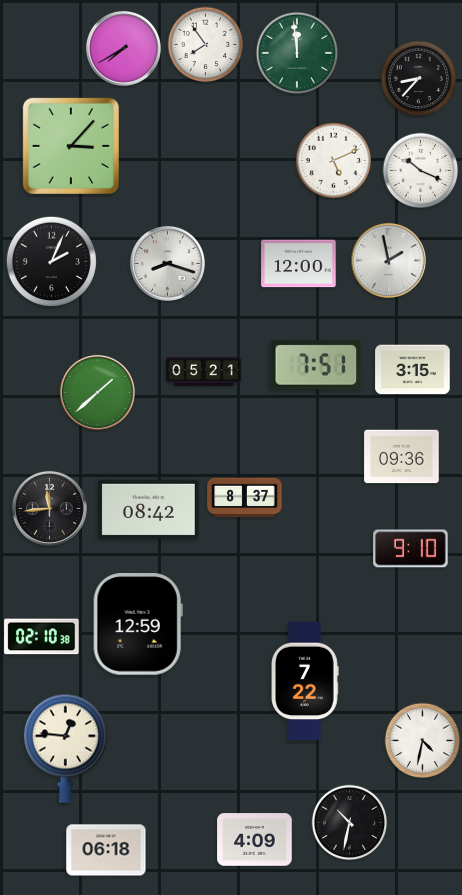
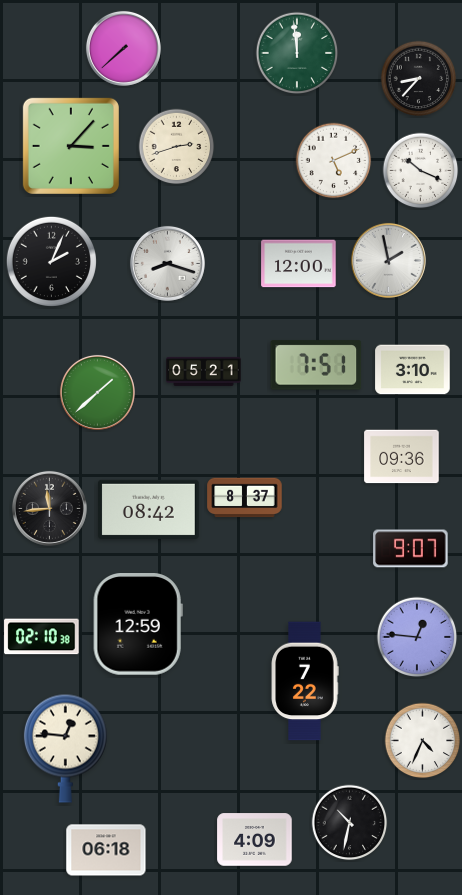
clock at (206, 45): 7:54 -> none
clock at (123, 48): 7:40 -> 7:38
clock at (177, 147): none -> 2:42
clock at (413, 370): 3:15 -> 3:10
clock at (411, 549): 9:10 -> 9:07
clock at (417, 637): none -> 12:46
clock at (423, 741): 4:32 -> 4:34
